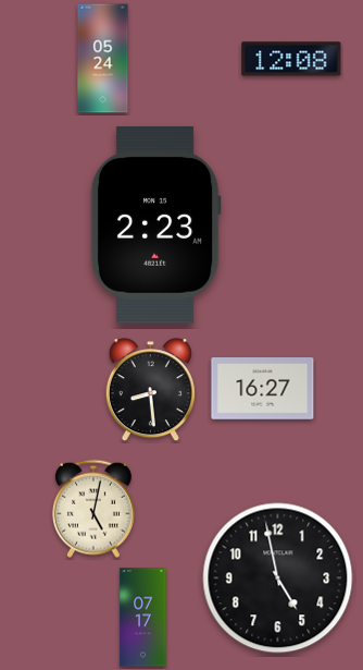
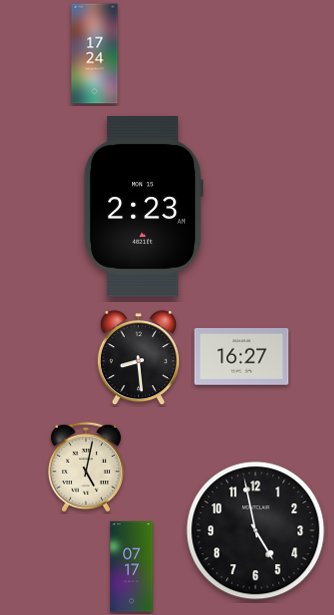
clock at (103, 59): 05:24 -> 17:24
clock at (291, 59): 12:08 -> none
